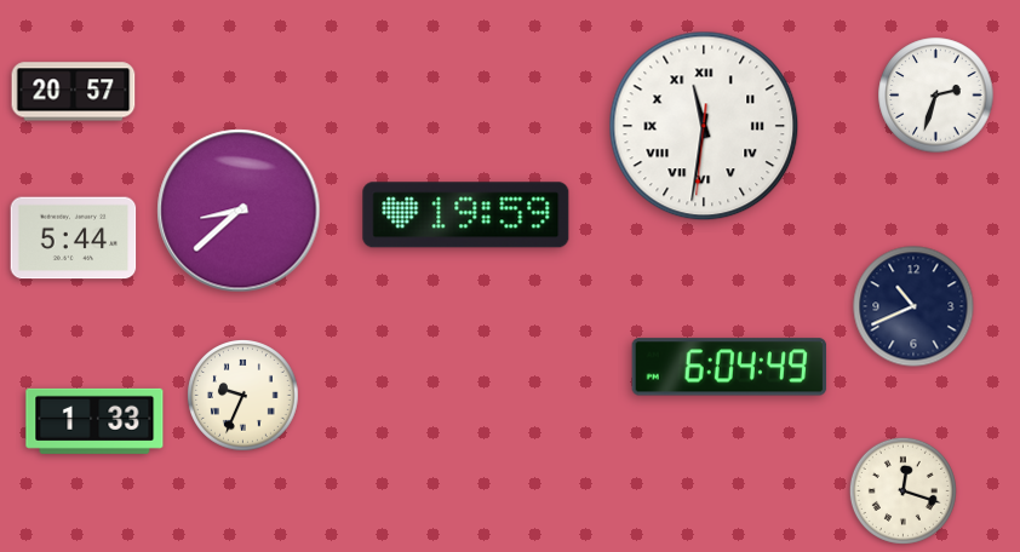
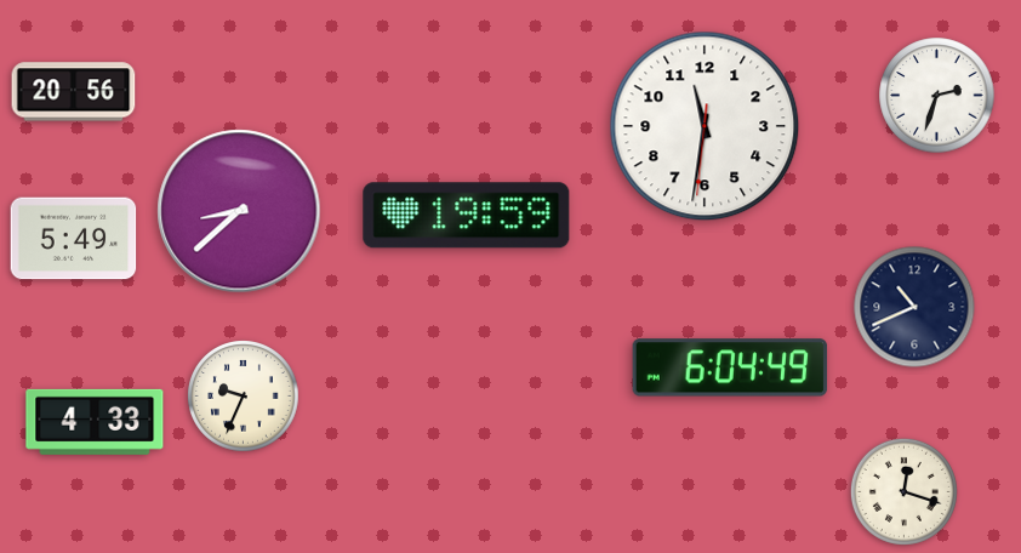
clock at (74, 92): 20:57 -> 20:56
clock at (704, 126) numerals: Roman -> Arabic
clock at (74, 238): 5:44 -> 5:49
clock at (94, 421): 1:33 -> 4:33
